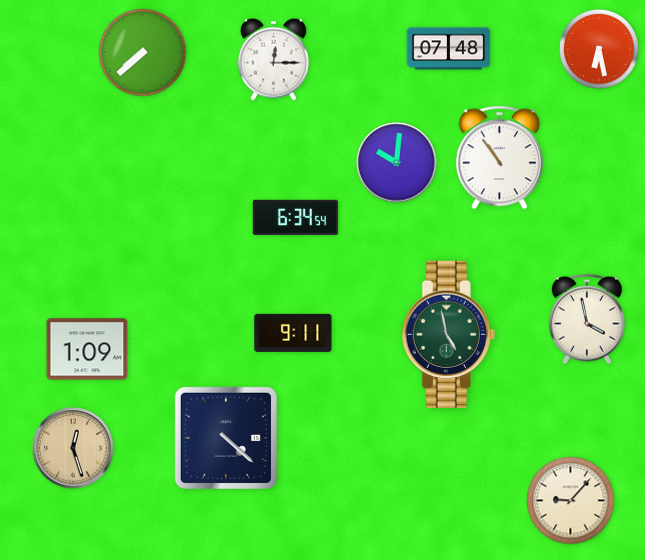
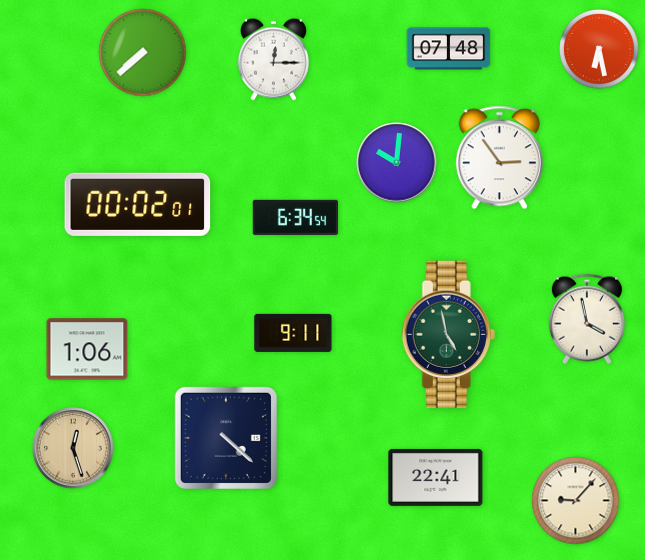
clock at (499, 158): 10:54 -> 2:54
clock at (138, 204): none -> 00:02
clock at (87, 349): 1:09 -> 1:06
clock at (436, 477): none -> 22:41
clock at (571, 501) position: (571, 501) -> (576, 501)
